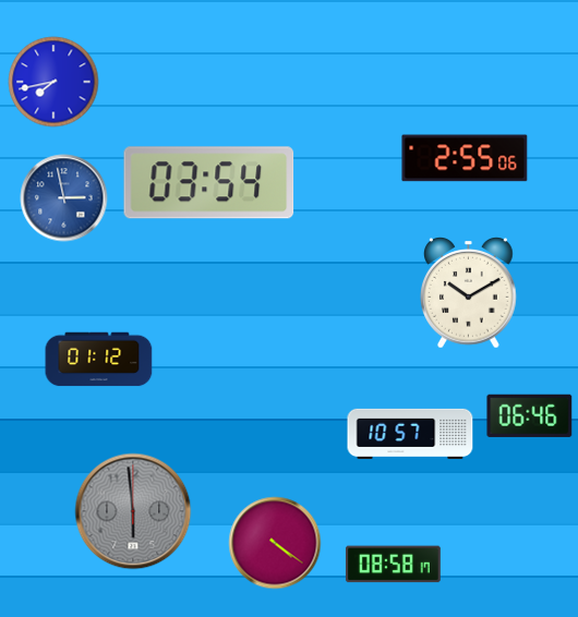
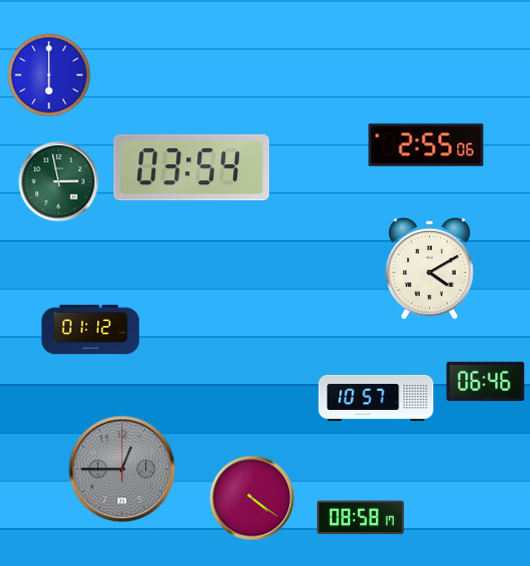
clock at (53, 82): 7:43 -> 6:00
clock at (64, 198) dial: blue -> green
clock at (469, 293): 10:10 -> 4:10
clock at (133, 511): 5:59 -> 12:45
